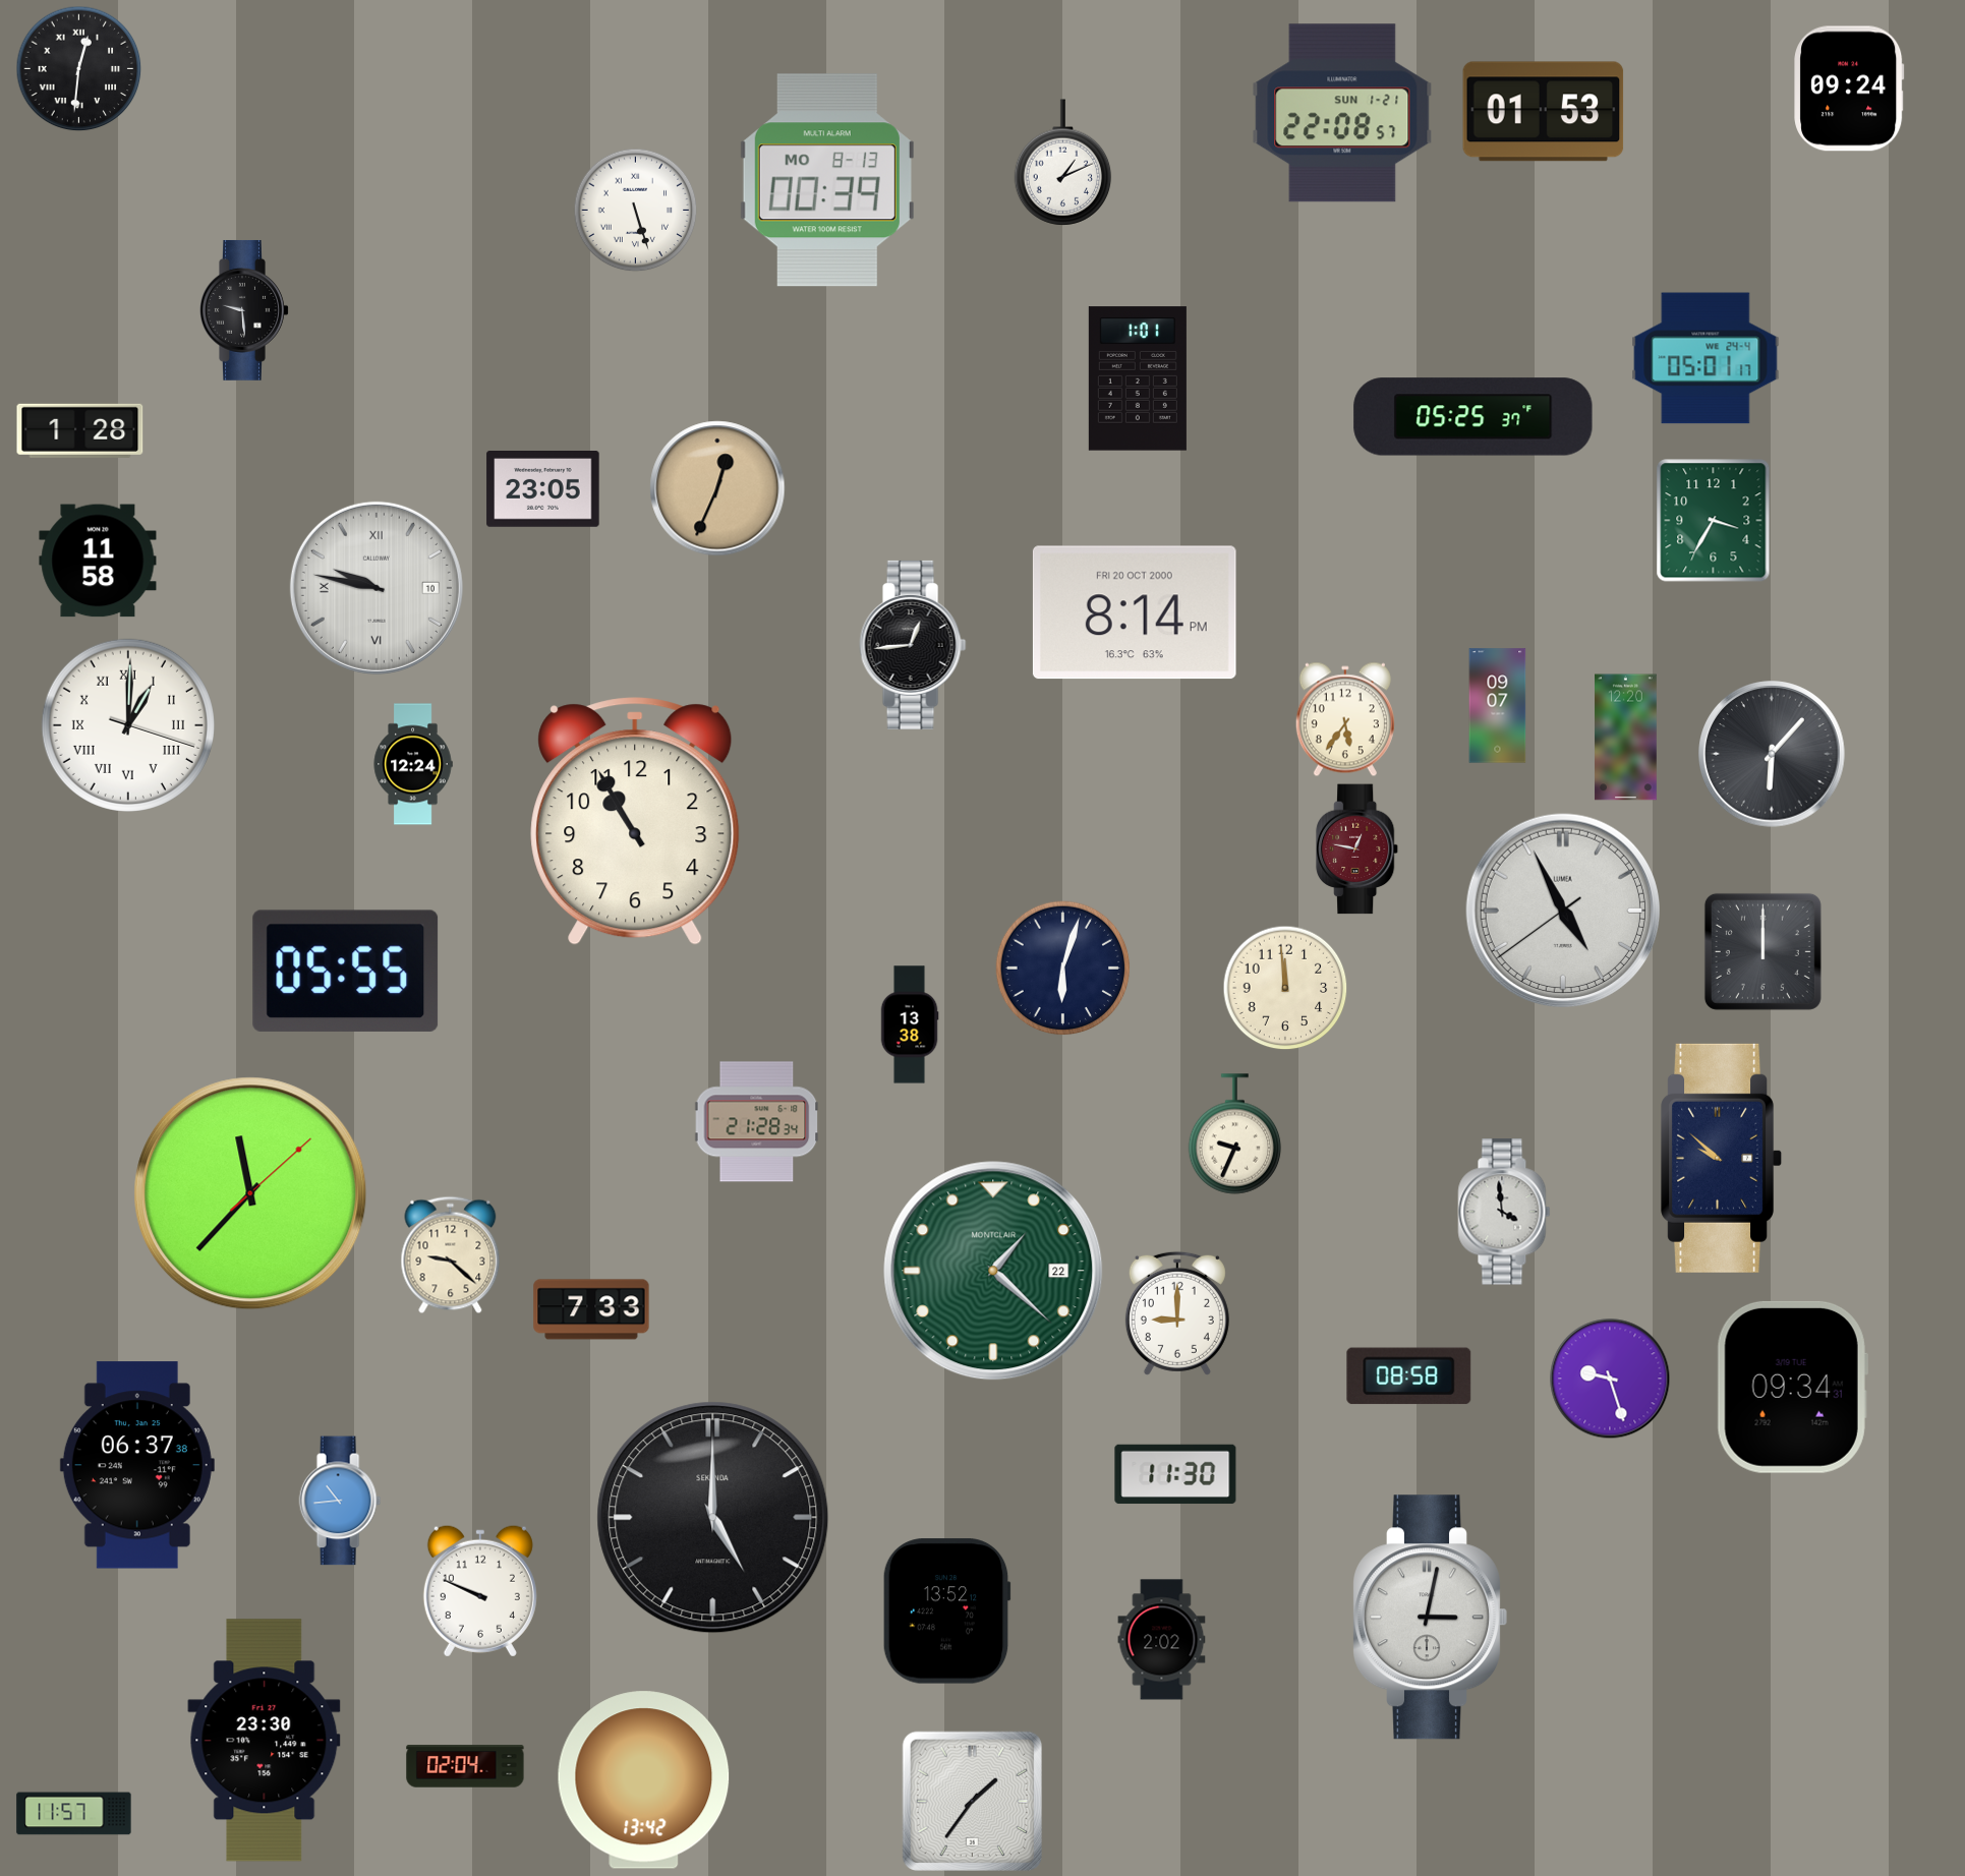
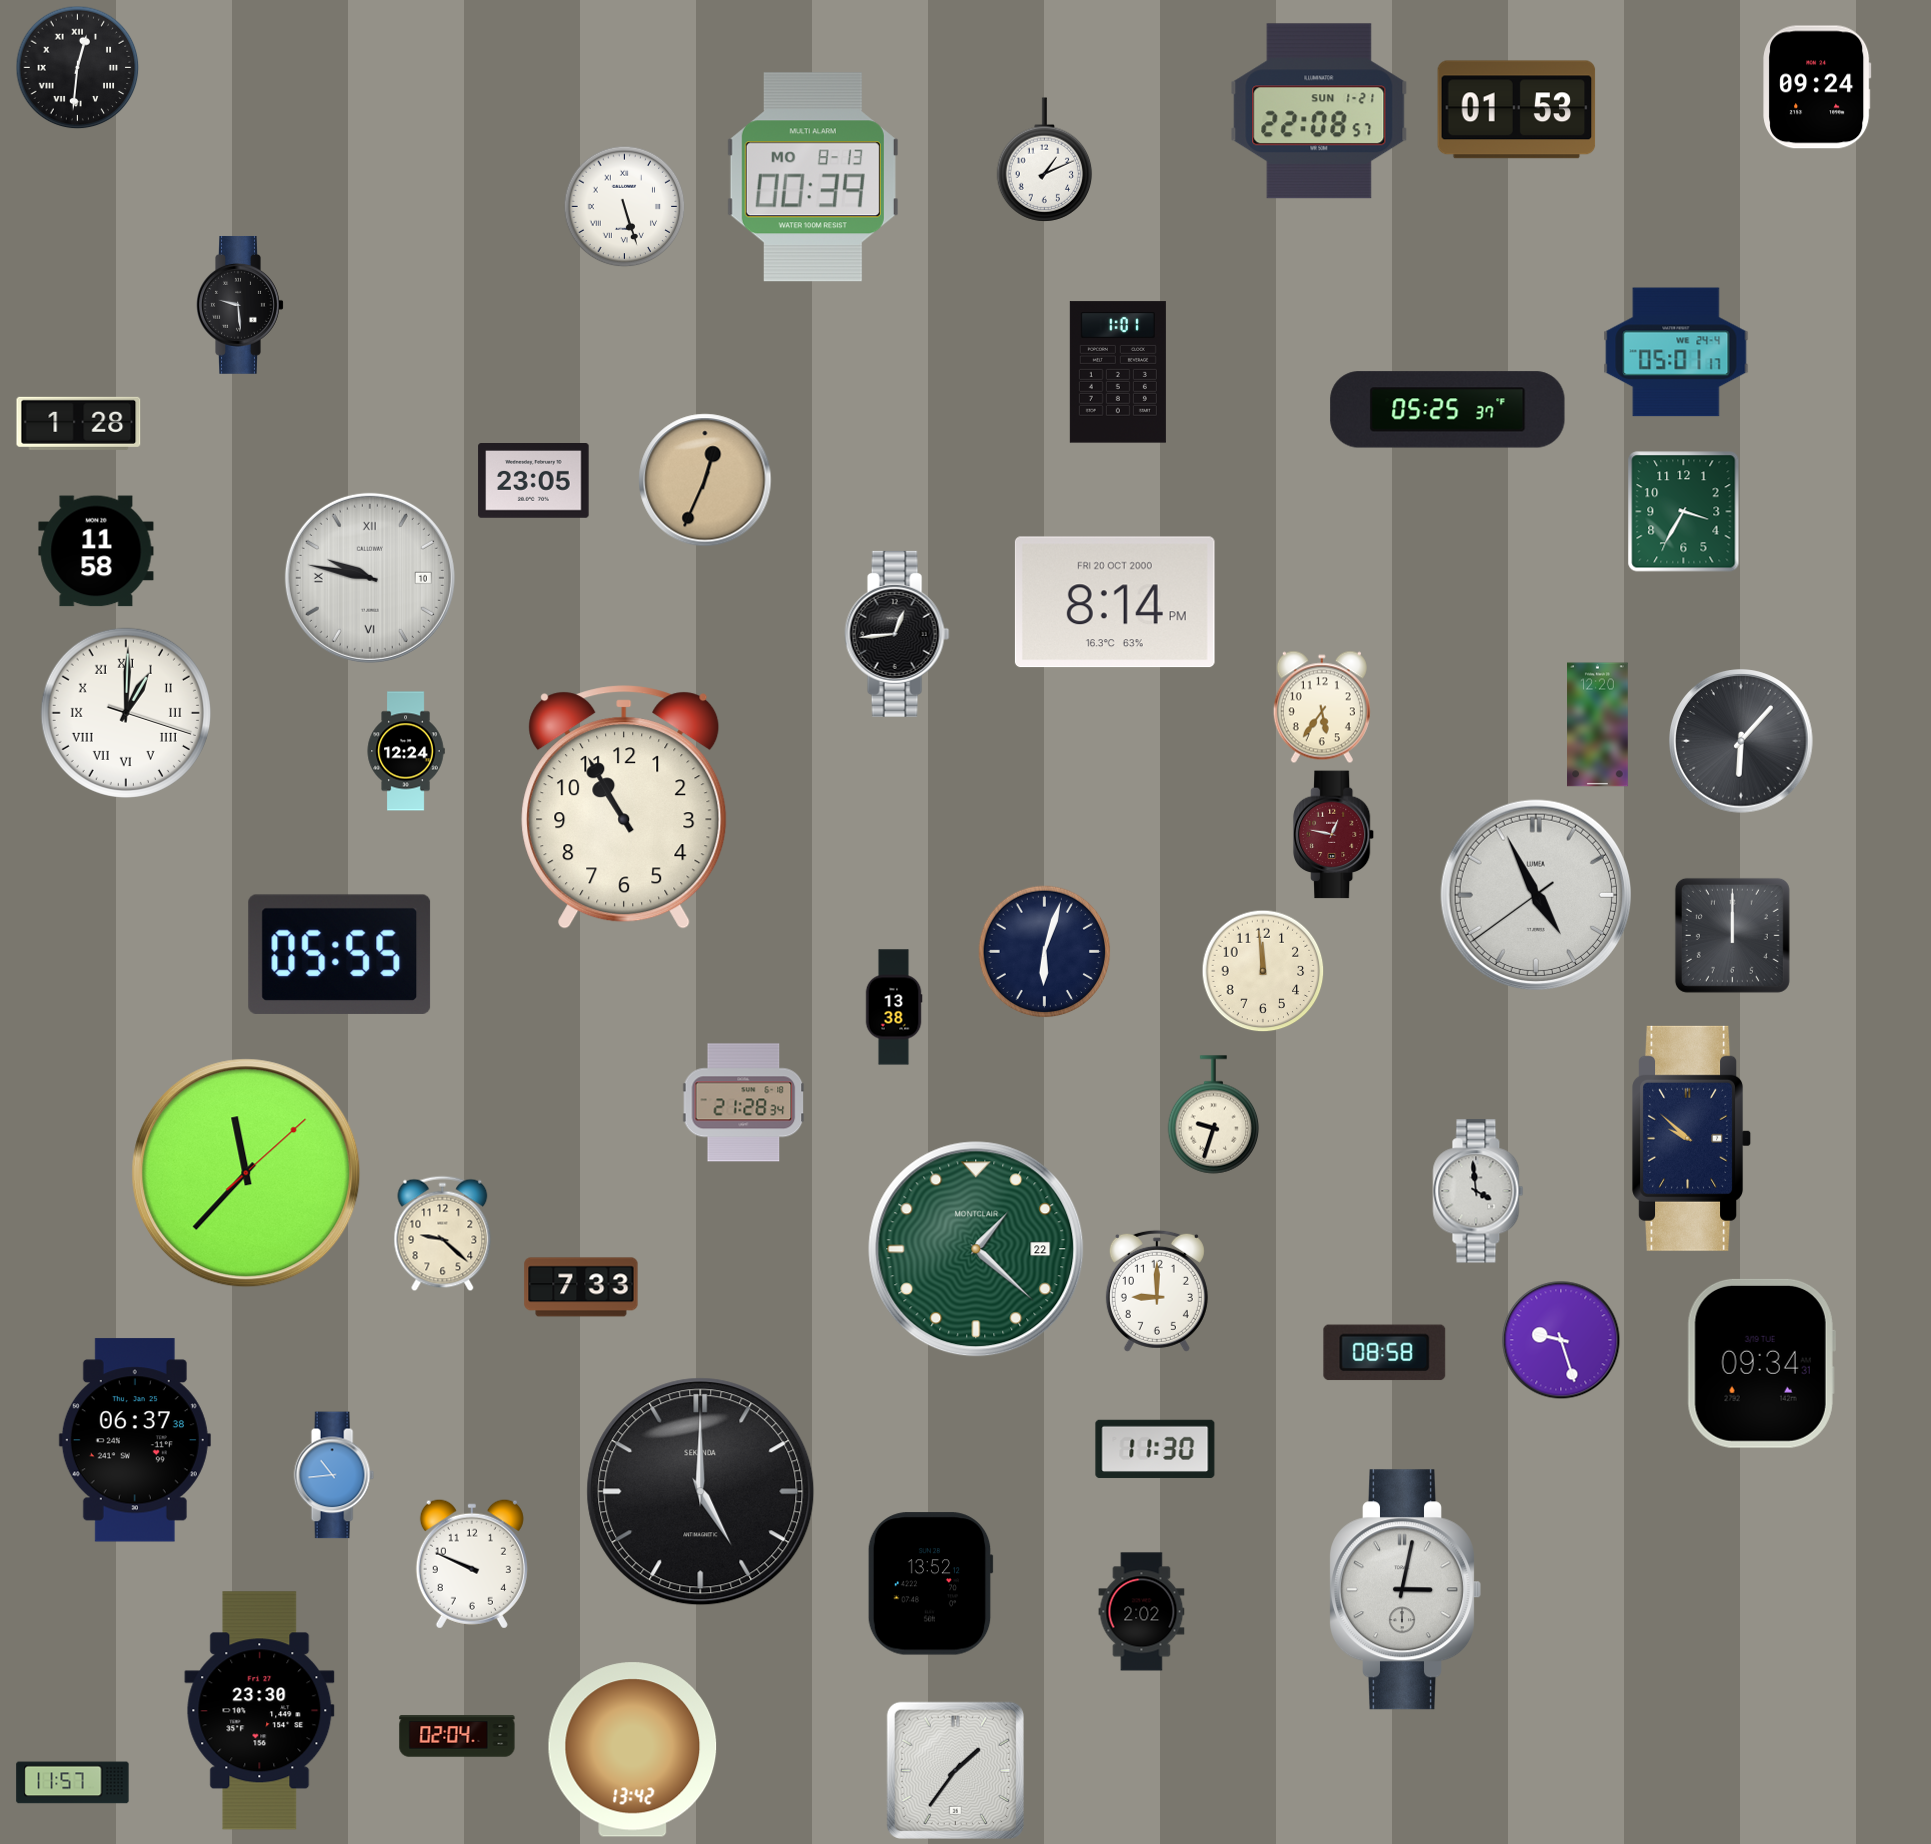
clock at (1498, 706): 09:07 -> none
clock at (1235, 1134): 9:34 -> 9:33
clock at (1610, 1379) position: (1610, 1379) -> (1561, 1340)
